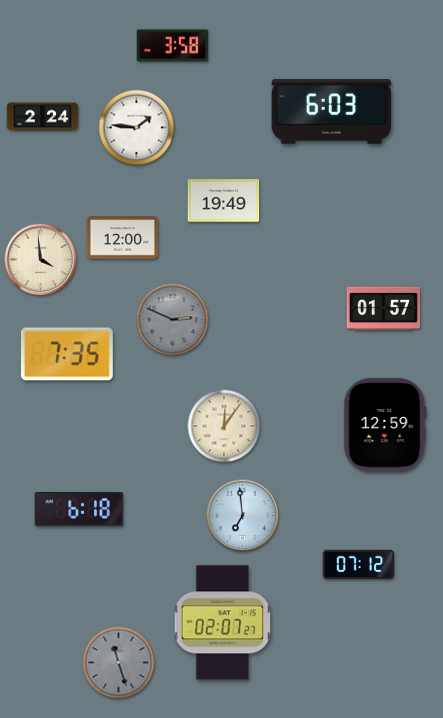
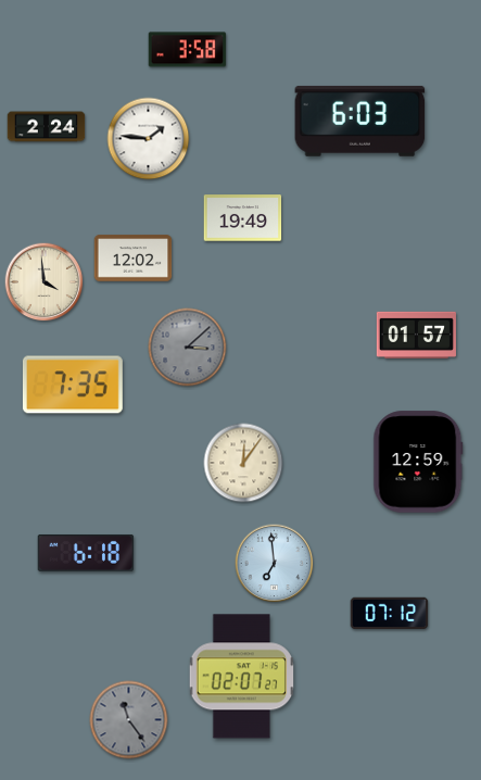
clock at (123, 238): 12:00 -> 12:02
clock at (173, 320): 2:49 -> 3:08
clock at (243, 516) position: (243, 516) -> (275, 564)
clock at (119, 663): 11:27 -> 11:24
